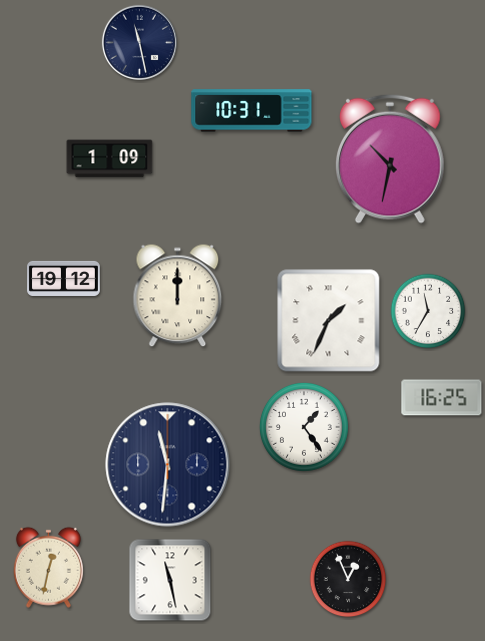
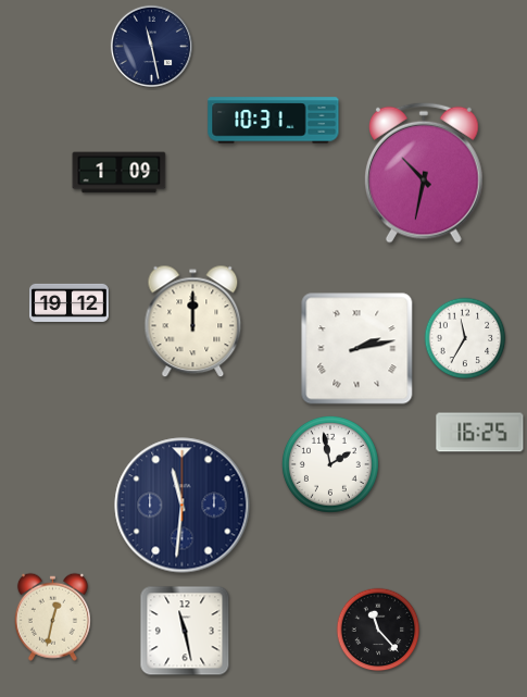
clock at (329, 321): 1:34 -> 2:13
clock at (304, 427): 1:24 -> 1:58
clock at (348, 579): 12:56 -> 11:23
